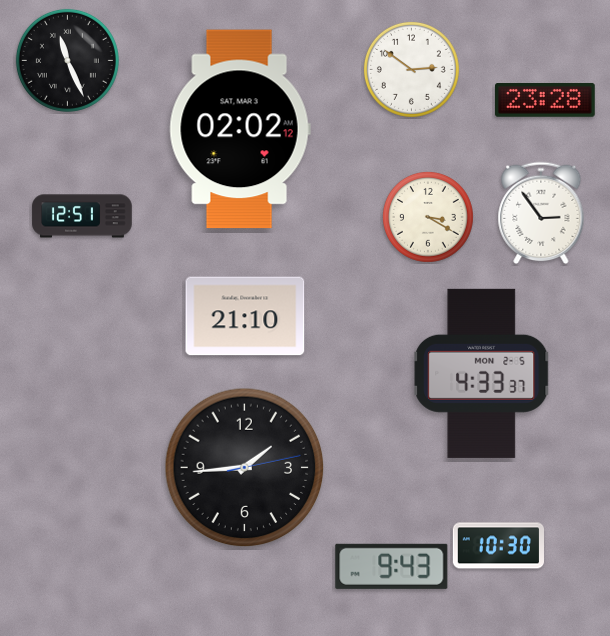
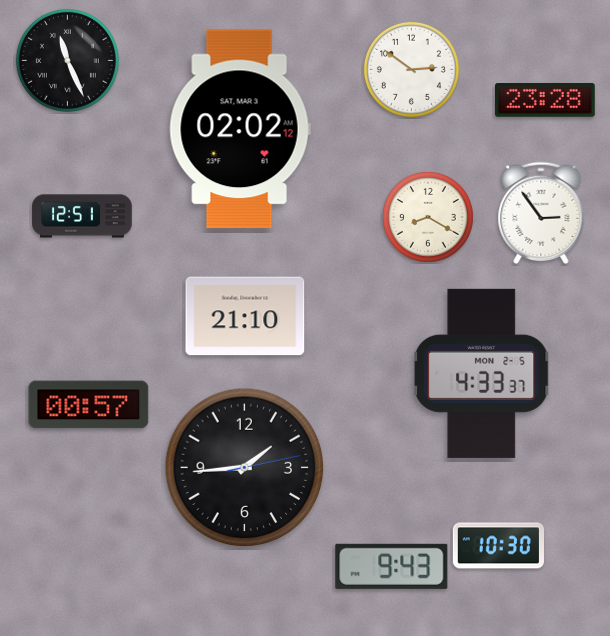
clock at (428, 217): 3:20 -> 8:20
clock at (89, 405): none -> 00:57
